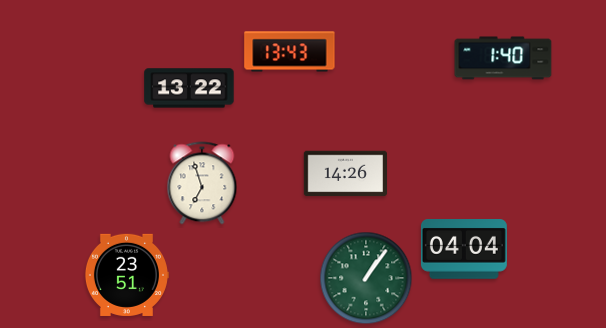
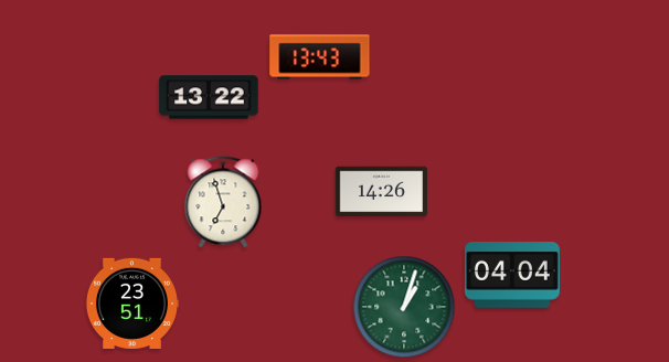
clock at (503, 58): 1:40 -> none
clock at (126, 275) position: (126, 275) -> (131, 304)
clock at (366, 278): 1:06 -> 1:03
